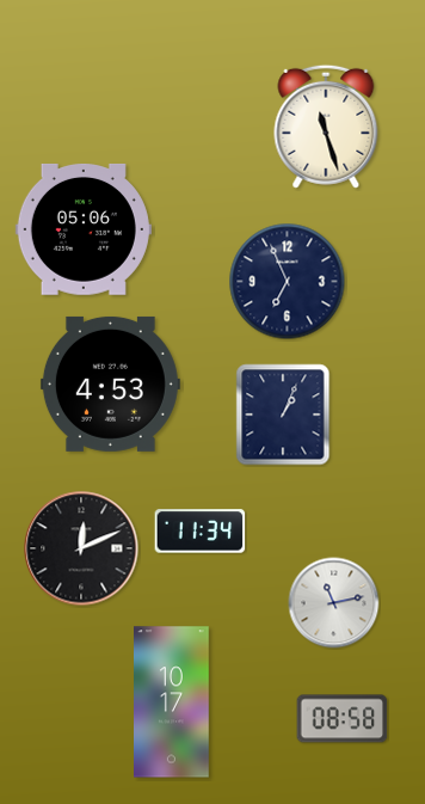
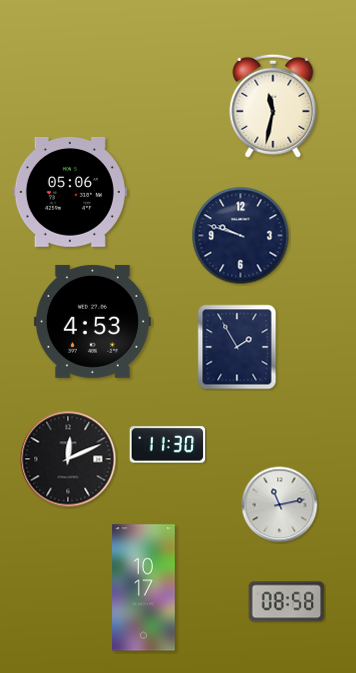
clock at (326, 127): 11:27 -> 11:32
clock at (288, 282): 6:56 -> 9:48
clock at (283, 415): 1:04 -> 1:55
clock at (201, 532): 11:34 -> 11:30
